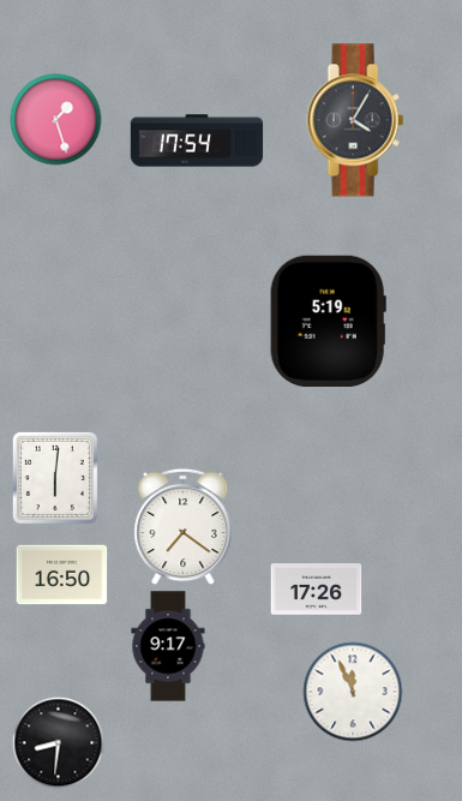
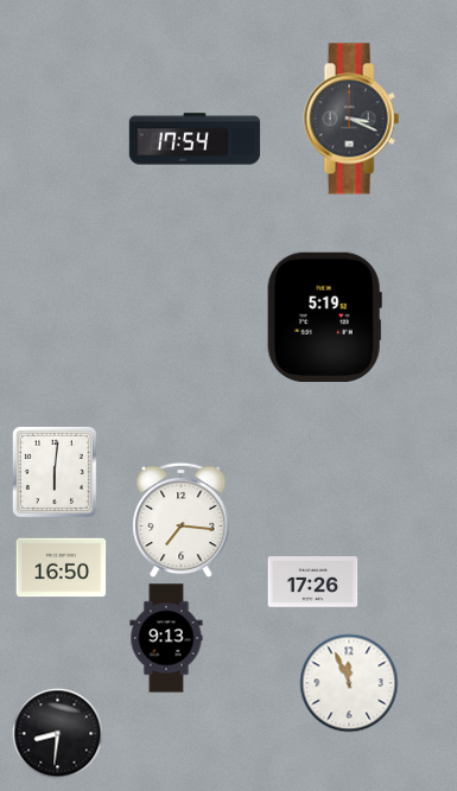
clock at (56, 120): 1:27 -> none
clock at (355, 120): 4:05 -> 3:19
clock at (184, 527): 7:21 -> 7:16
clock at (168, 646): 9:17 -> 9:13
